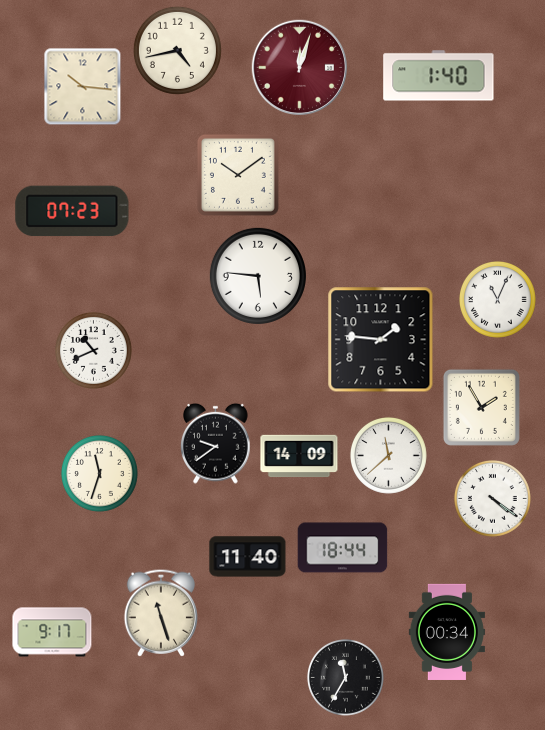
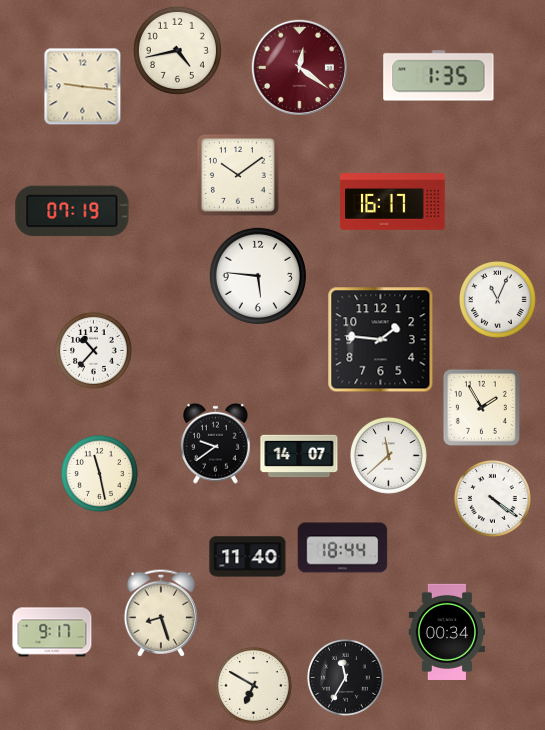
clock at (299, 67): 12:03 -> 12:21
clock at (439, 76): 1:40 -> 1:35
clock at (82, 86): 10:16 -> 9:16
clock at (393, 202): none -> 16:17
clock at (72, 211): 07:23 -> 07:19
clock at (94, 351): 10:41 -> 10:37
clock at (299, 456): 14:09 -> 14:07
clock at (100, 474): 11:33 -> 11:28
clock at (160, 613): 11:27 -> 8:27
clock at (254, 686): none -> 6:50
